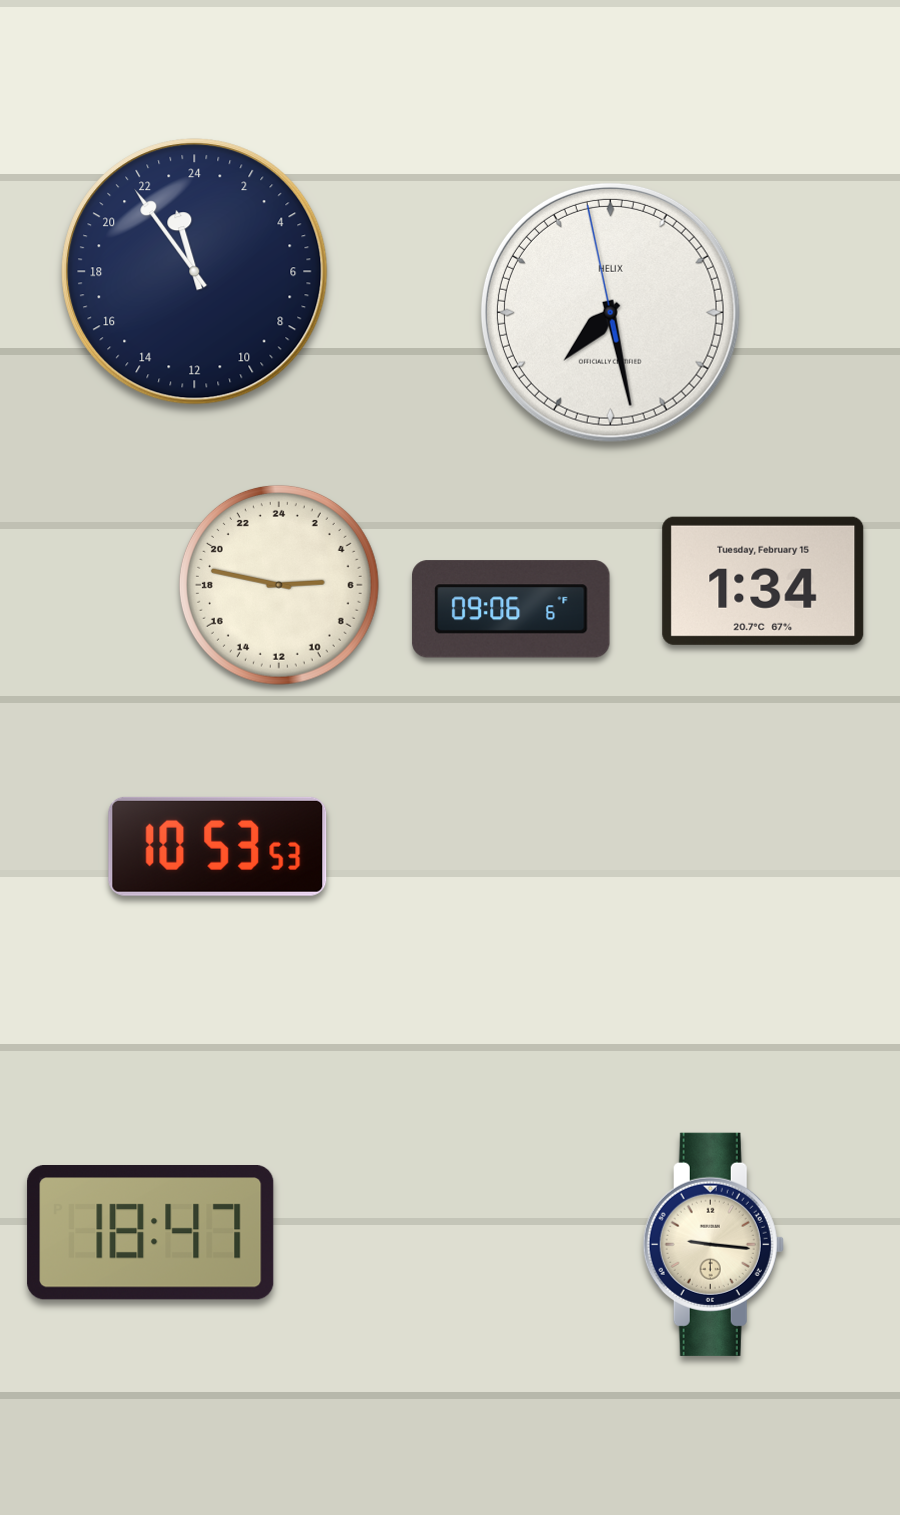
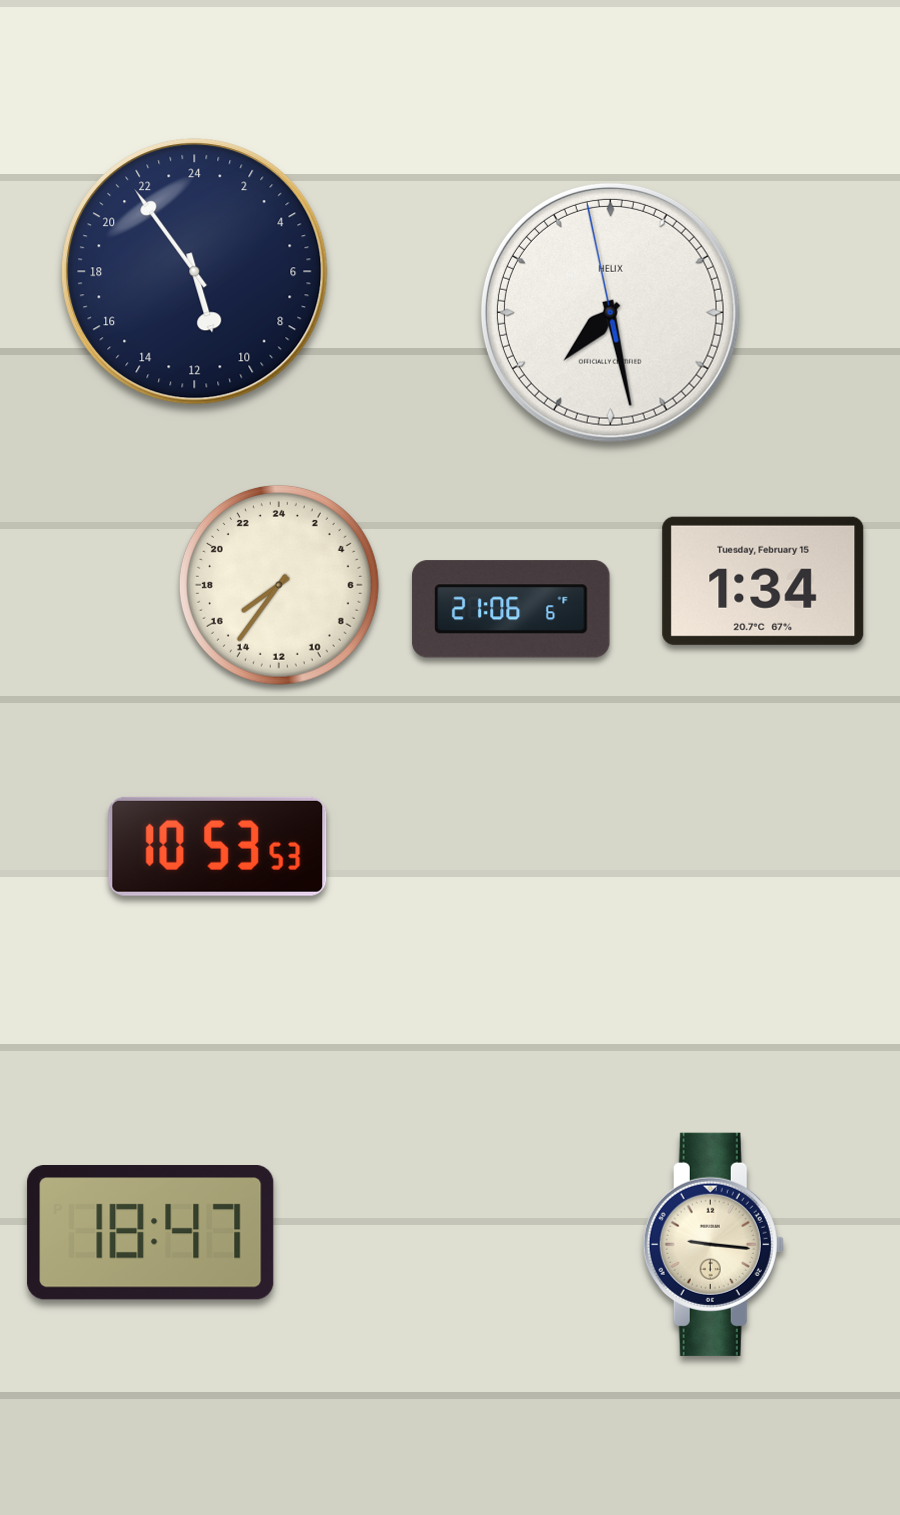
clock at (195, 272): 22:54 -> 10:54
clock at (279, 585): 5:47 -> 15:36
clock at (511, 609): 09:06 -> 21:06
